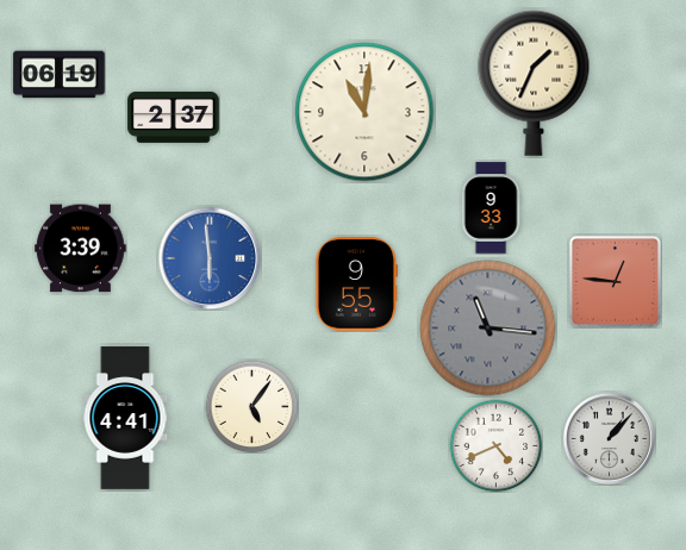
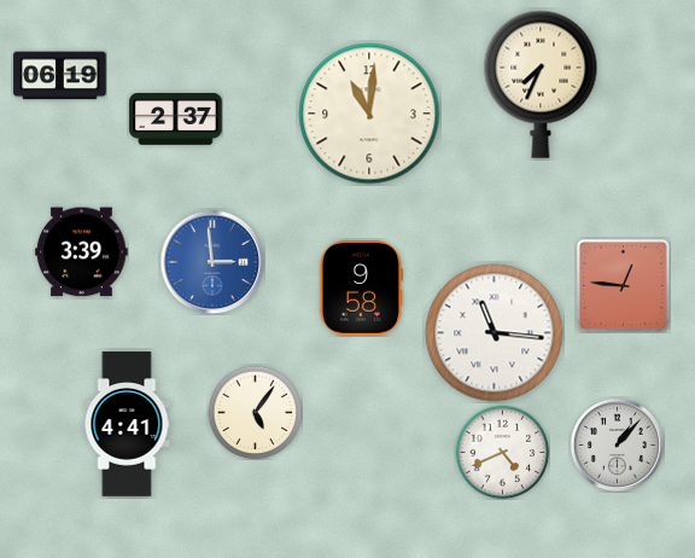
clock at (534, 83): 1:34 -> 7:34
clock at (491, 208): 9:33 -> none
clock at (210, 258): 5:59 -> 2:59
clock at (356, 285): 9:55 -> 9:58
clock at (488, 329) dial: grey -> white
